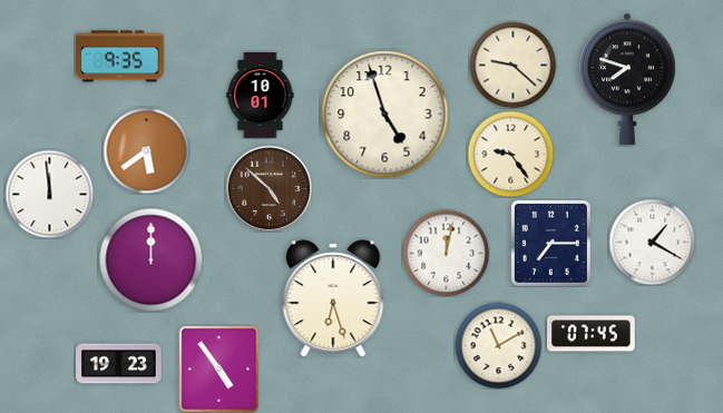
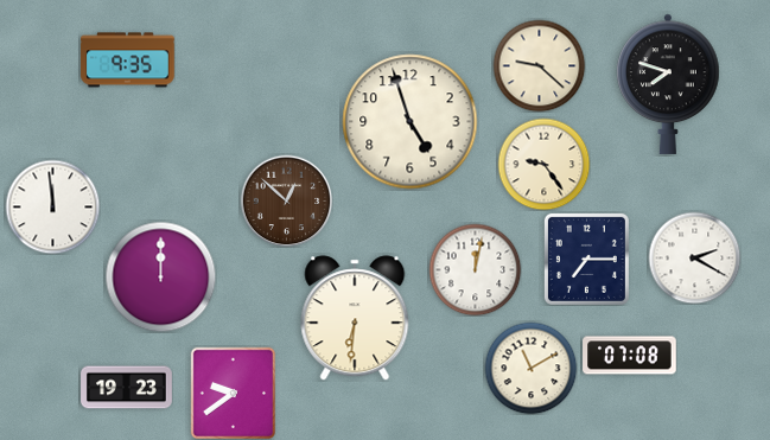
clock at (512, 65) position: (512, 65) -> (539, 65)
clock at (261, 96): 10:01 -> none
clock at (146, 150): 5:39 -> none
clock at (268, 188): 4:52 -> 12:52
clock at (652, 242): 1:20 -> 2:20
clock at (333, 298): 6:27 -> 6:31
clock at (592, 334): 07:45 -> 07:08
clock at (219, 368): 4:54 -> 9:39
